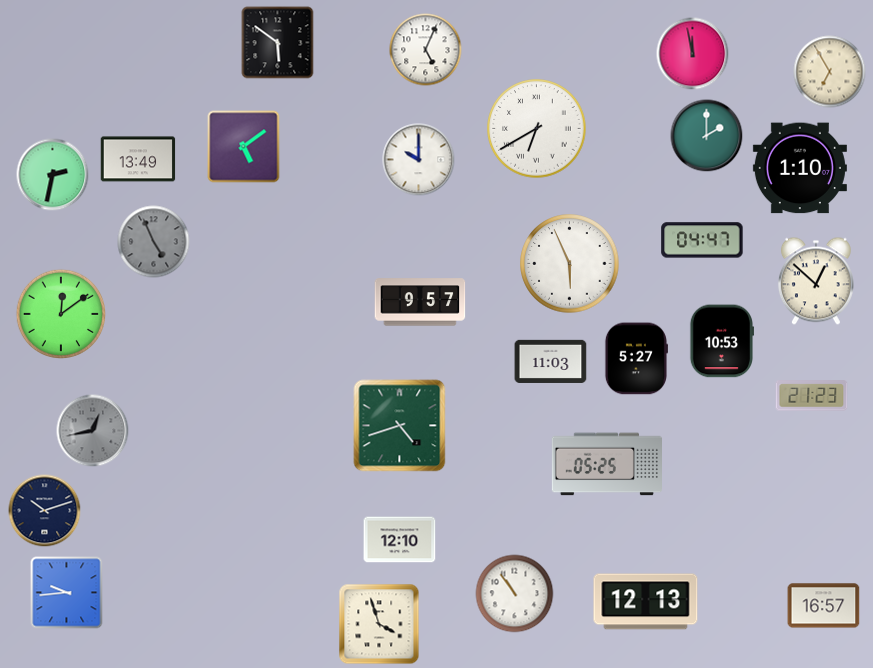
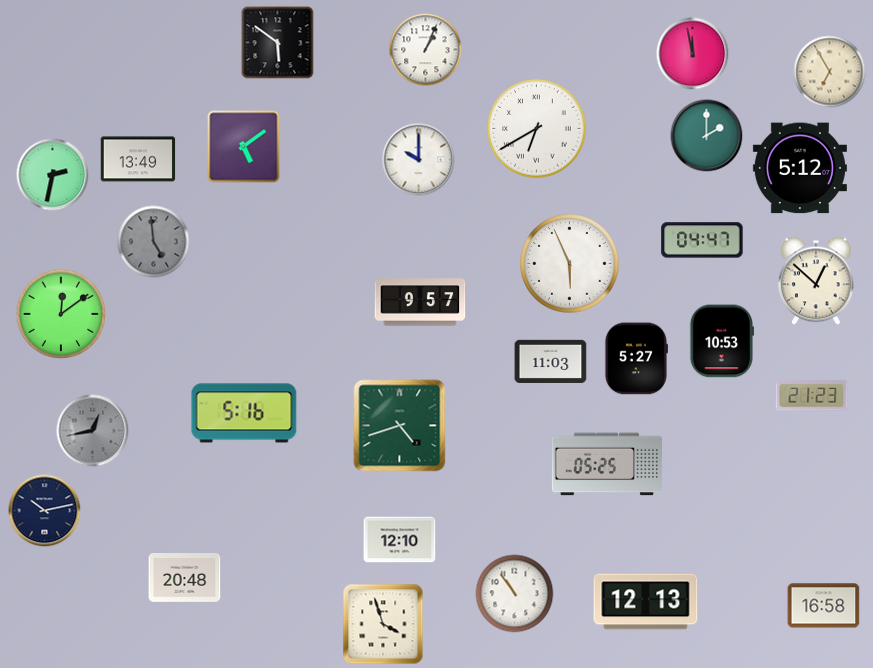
clock at (426, 50): 5:04 -> 1:04
clock at (800, 168): 1:10 -> 5:12
clock at (154, 242): 4:56 -> 4:59
clock at (244, 413): none -> 5:16
clock at (45, 511): 10:12 -> 10:13
clock at (185, 578): none -> 20:48
clock at (67, 593): 9:44 -> none
clock at (824, 606): 16:57 -> 16:58
clock at (379, 624) position: (379, 624) -> (383, 624)
